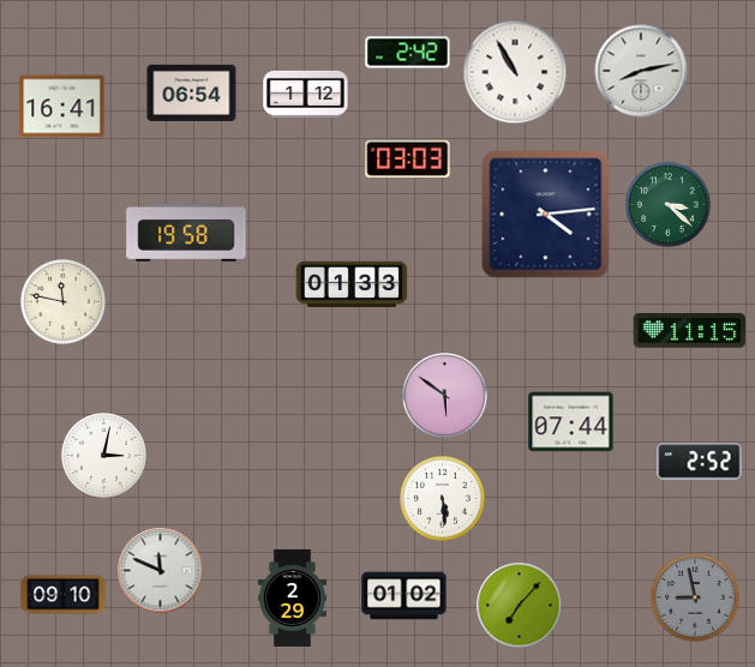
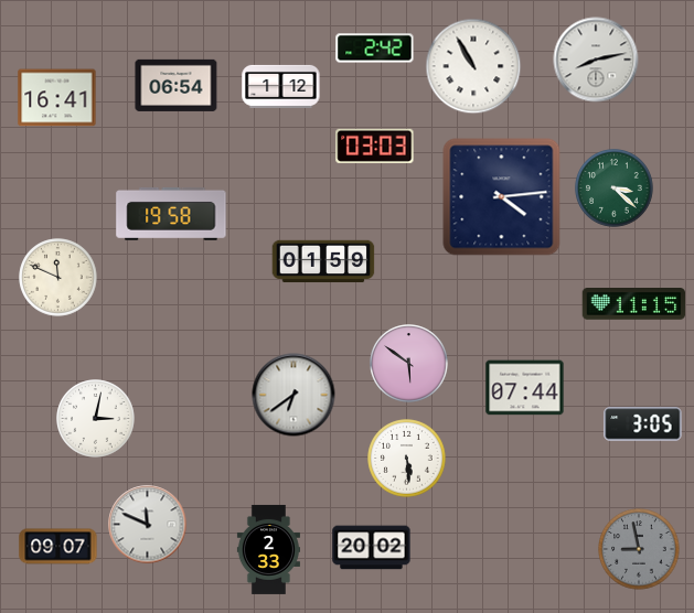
clock at (641, 71) position: (641, 71) -> (596, 60)
clock at (352, 284): 01:33 -> 01:59
clock at (64, 302): 11:47 -> 11:49
clock at (293, 395): none -> 6:39
clock at (700, 462): 2:52 -> 3:05
clock at (64, 595): 09:10 -> 09:07
clock at (405, 596): 01:02 -> 20:02
clock at (292, 597): 2:29 -> 2:33
clock at (520, 606): 7:07 -> none
